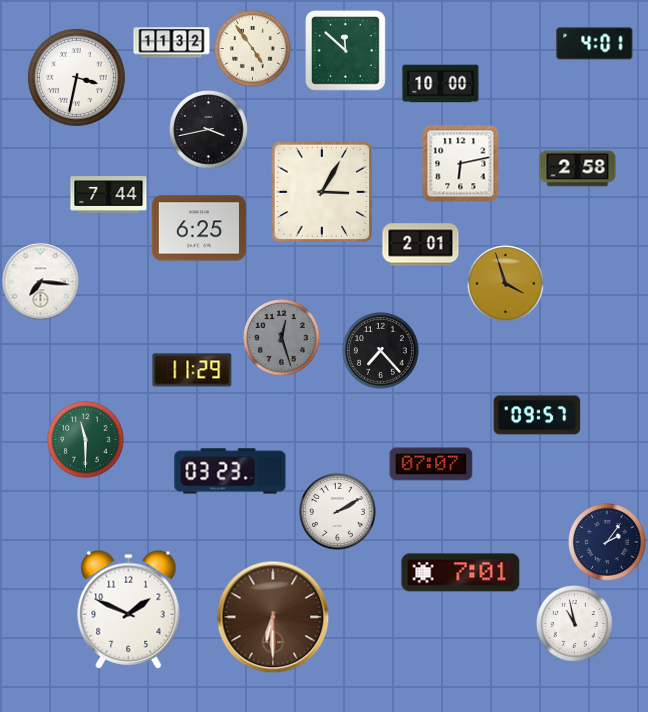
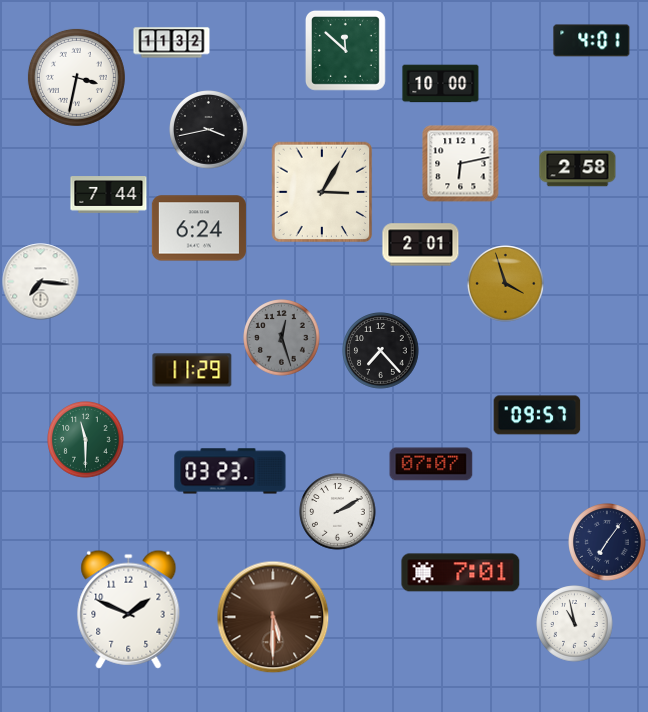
clock at (595, 44) position: (595, 44) -> (592, 41)
clock at (253, 49): 4:54 -> none
clock at (199, 228): 6:25 -> 6:24
clock at (607, 542): 2:06 -> 7:06
clock at (273, 617): 6:30 -> 5:30
